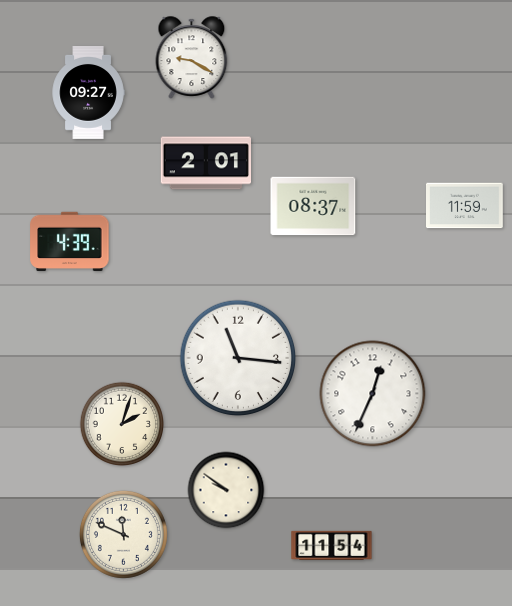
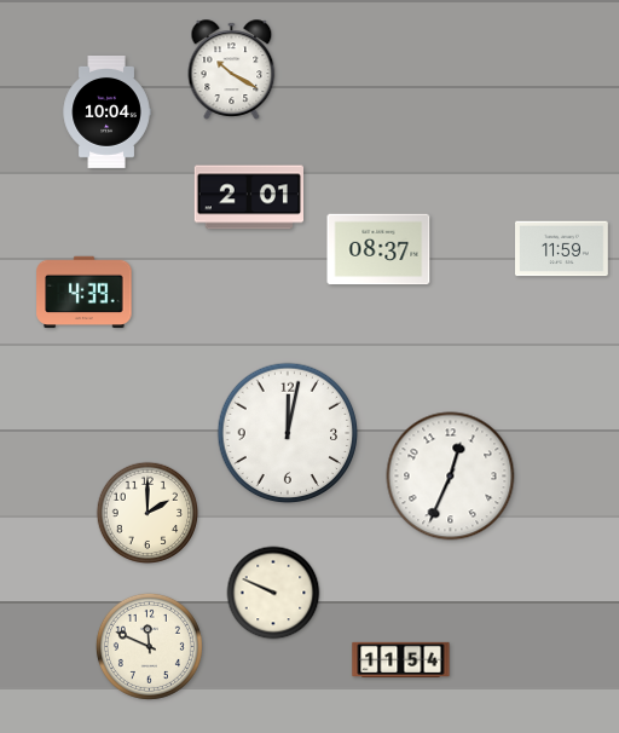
clock at (192, 58): 9:20 -> 10:20
clock at (88, 93): 09:27 -> 10:04
clock at (238, 358): 11:16 -> 12:02
clock at (121, 423): 2:03 -> 2:00
clock at (226, 490): 9:51 -> 9:49
